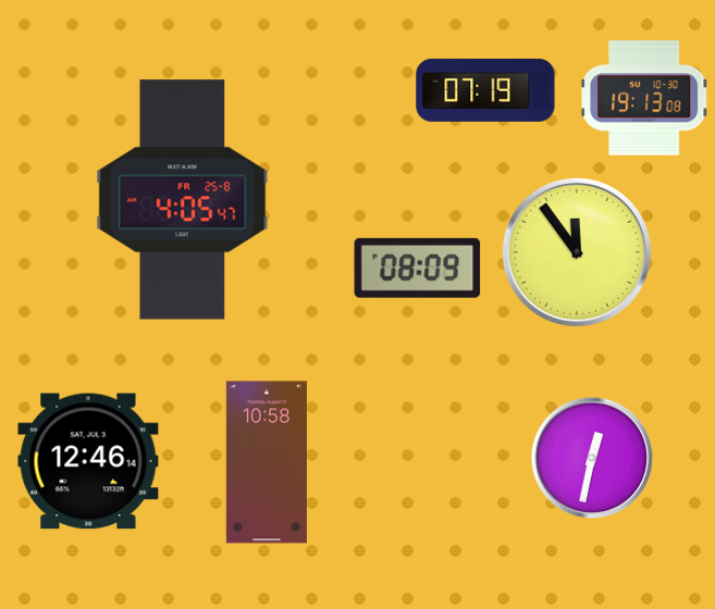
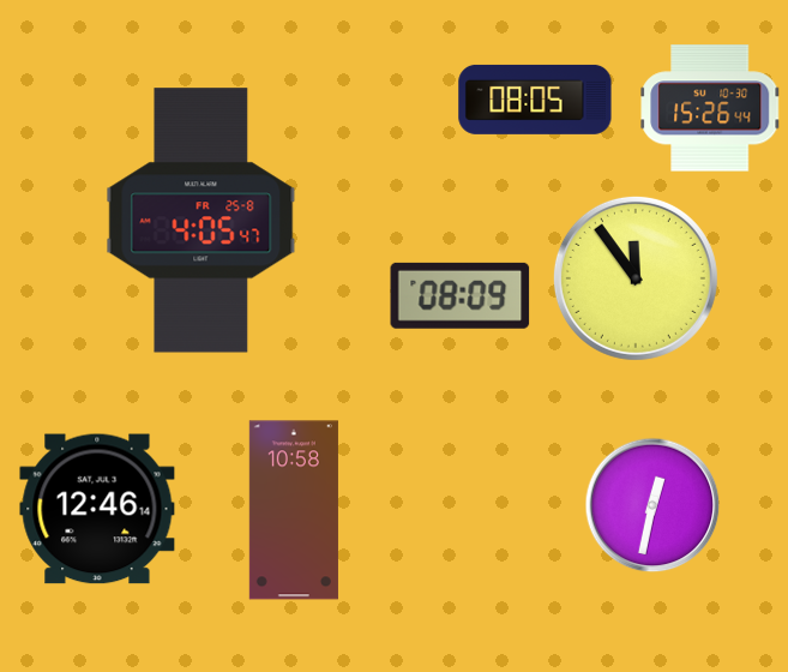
clock at (485, 90): 07:19 -> 08:05
clock at (644, 98): 19:13 -> 15:26
